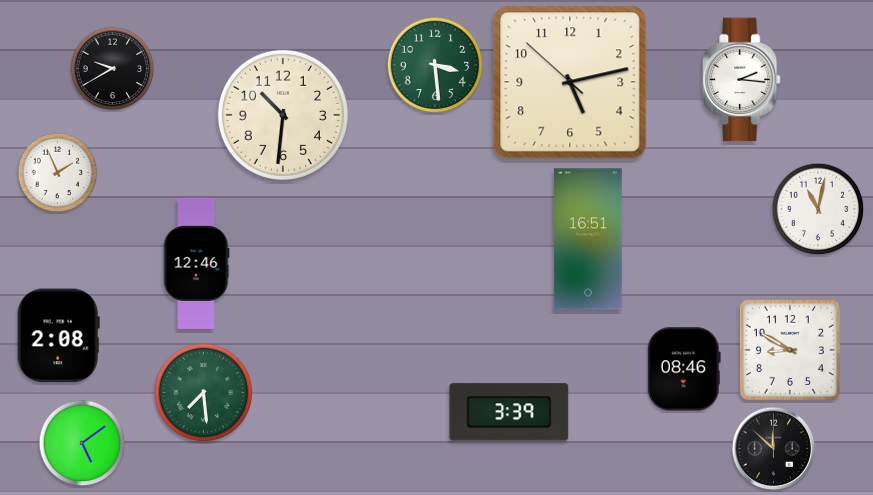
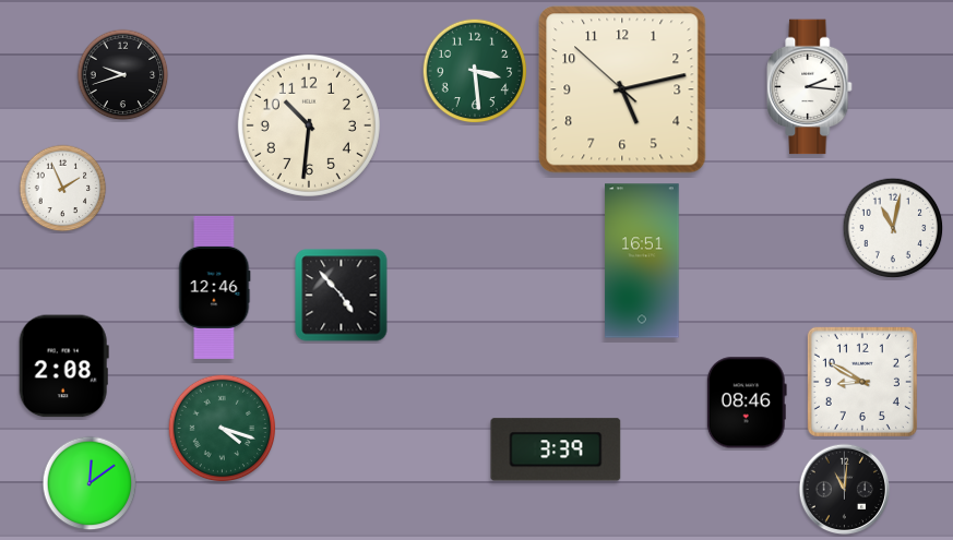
clock at (113, 69): 9:40 -> 9:42
clock at (342, 296): none -> 4:53
clock at (204, 393): 7:29 -> 4:18
clock at (82, 443): 5:09 -> 12:09
clock at (774, 449): 11:52 -> 11:01
